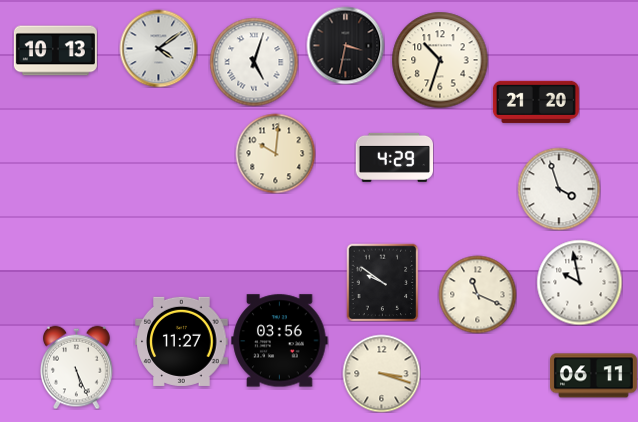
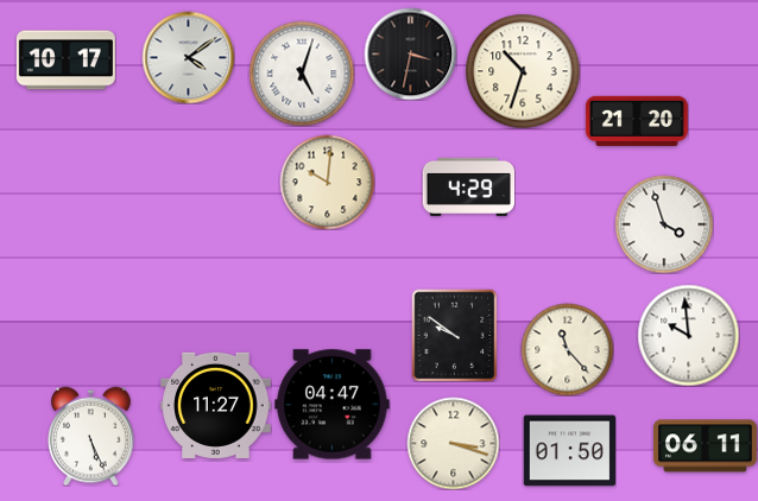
clock at (55, 51): 10:13 -> 10:17
clock at (579, 282): 9:58 -> 9:59
clock at (477, 294): 11:19 -> 11:23
clock at (280, 341): 03:56 -> 04:47
clock at (569, 451): none -> 01:50
